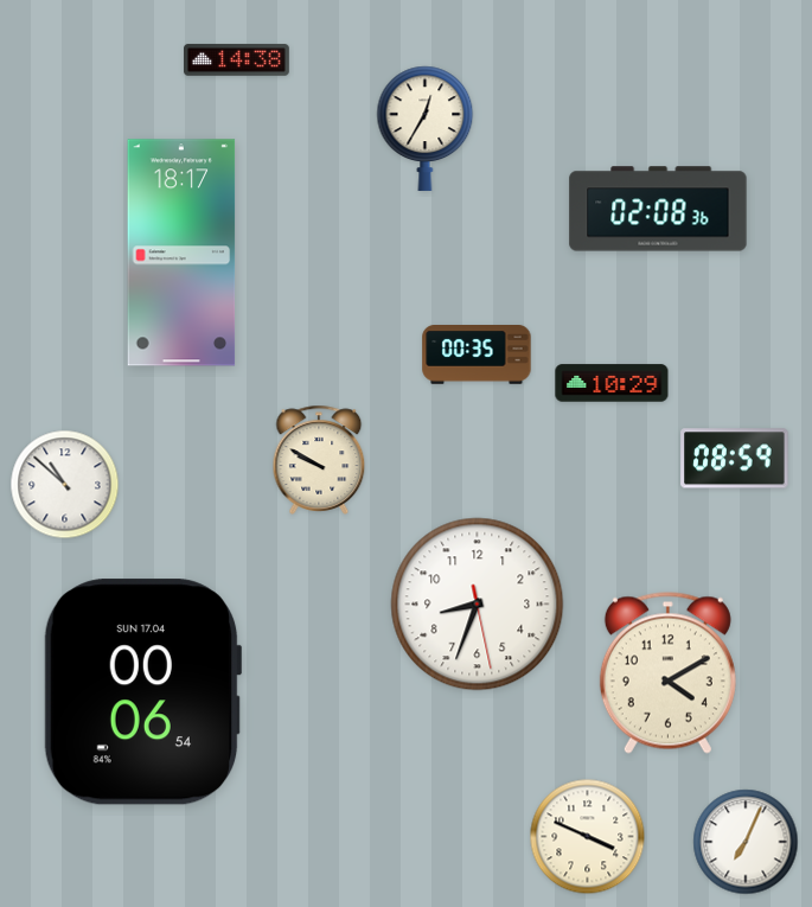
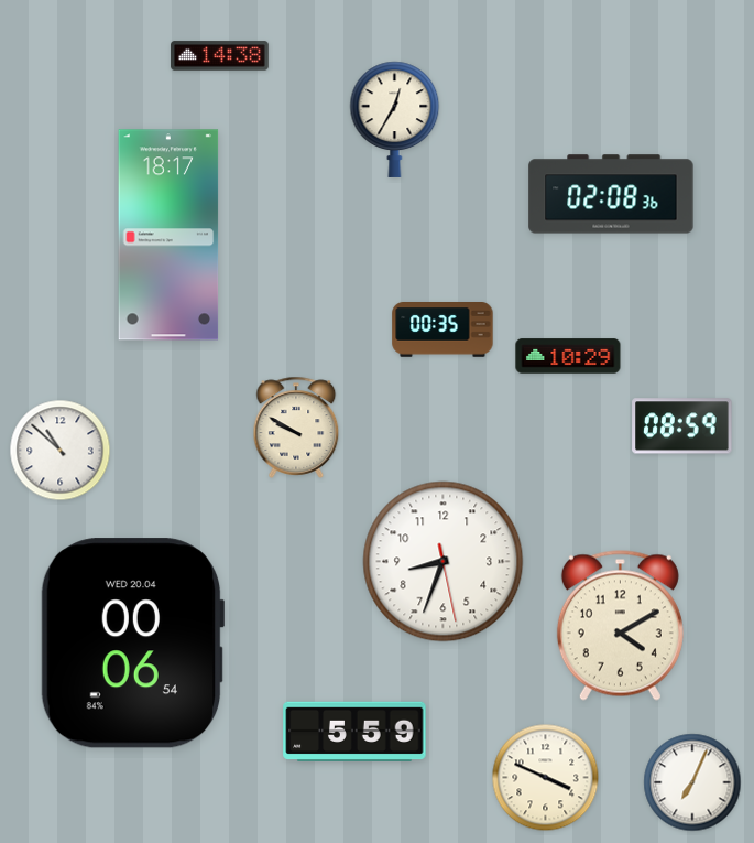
clock at (142, 692) date: SUN 17.04 -> WED 20.04
clock at (354, 731): none -> 5:59
